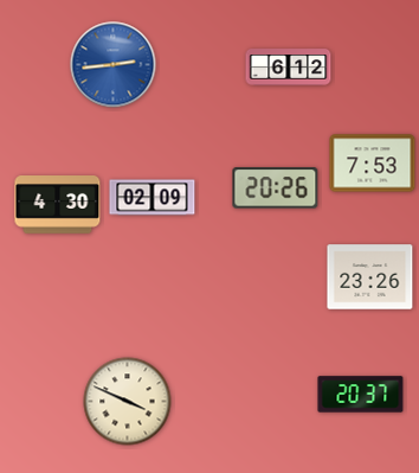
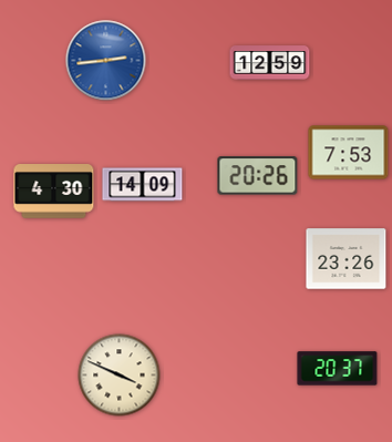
clock at (289, 68): 6:12 -> 12:59
clock at (153, 198): 02:09 -> 14:09
